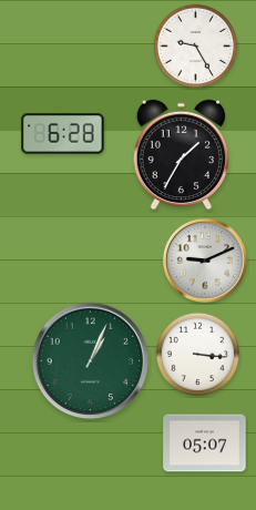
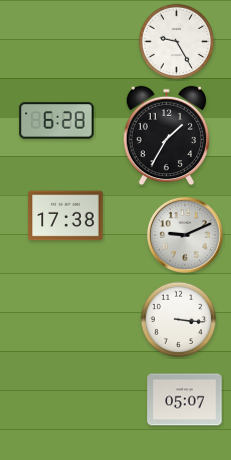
clock at (182, 155) position: (182, 155) -> (167, 136)
clock at (66, 216): none -> 17:38
clock at (91, 361): 1:04 -> none
